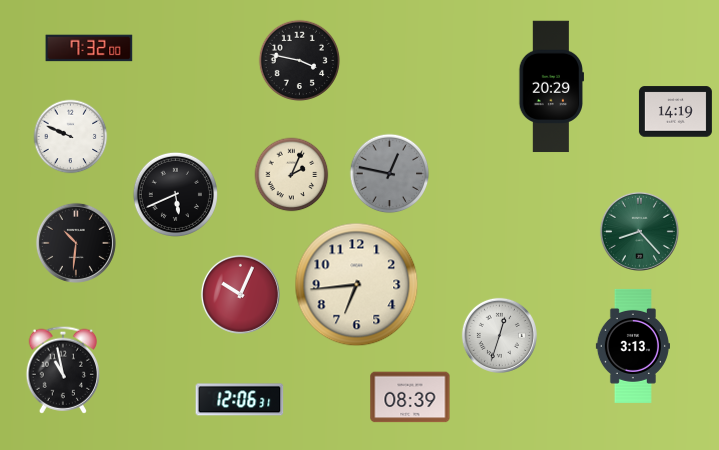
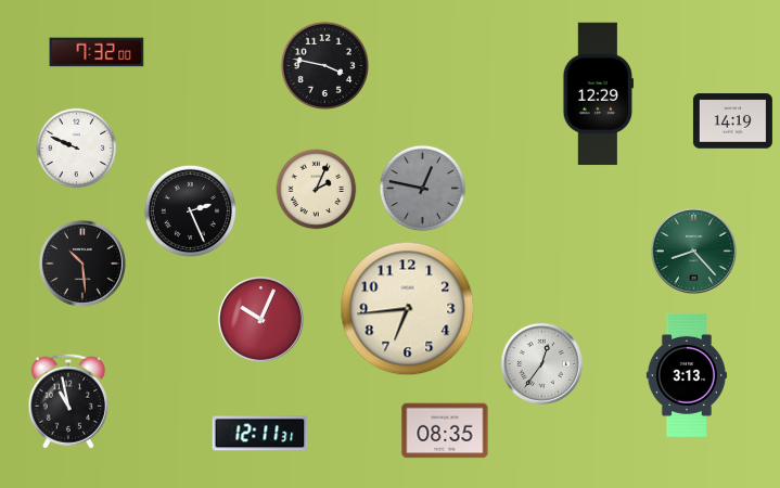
clock at (552, 87): 20:29 -> 12:29
clock at (175, 194): 5:41 -> 2:26
clock at (76, 243): 10:31 -> 10:29
clock at (357, 285) position: (357, 285) -> (408, 309)
clock at (499, 335): 12:33 -> 12:36
clock at (410, 397): 08:39 -> 08:35
clock at (240, 400): 12:06 -> 12:11
